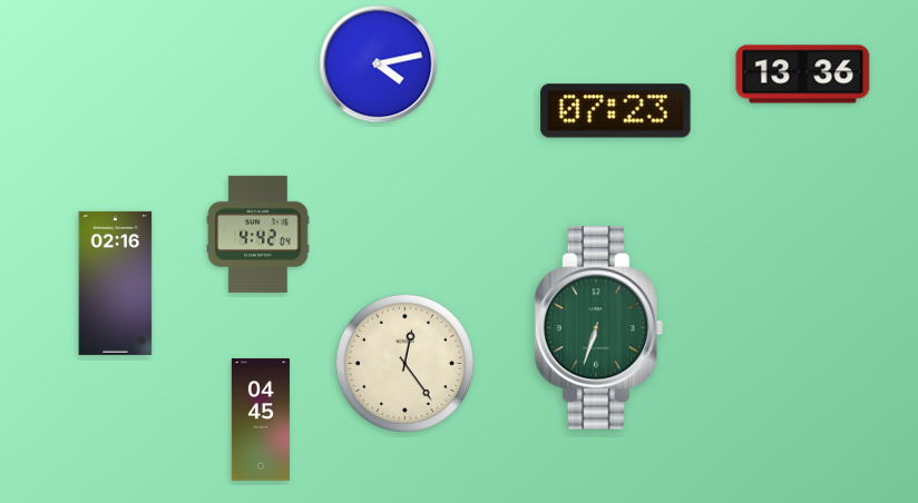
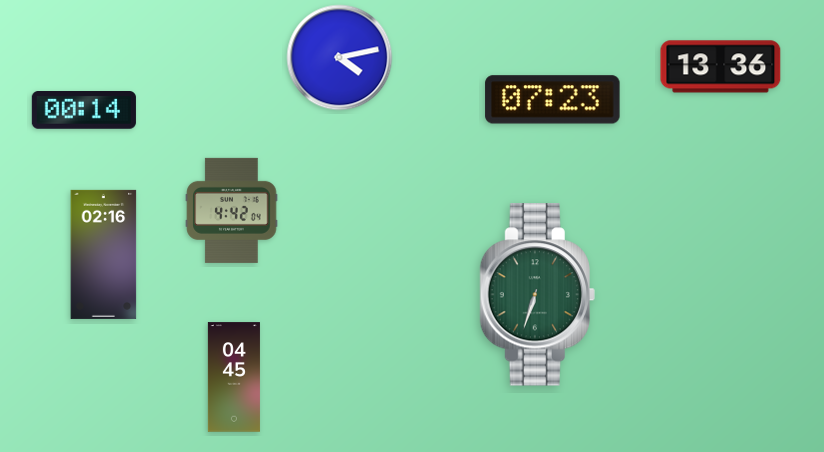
clock at (84, 111): none -> 00:14
clock at (404, 363): 12:24 -> none
